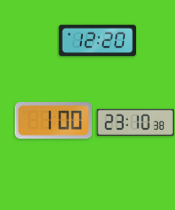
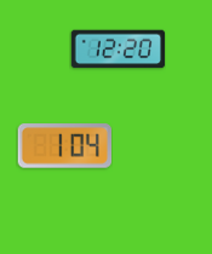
clock at (53, 121): 1:00 -> 1:04
clock at (135, 122): 23:10 -> none
